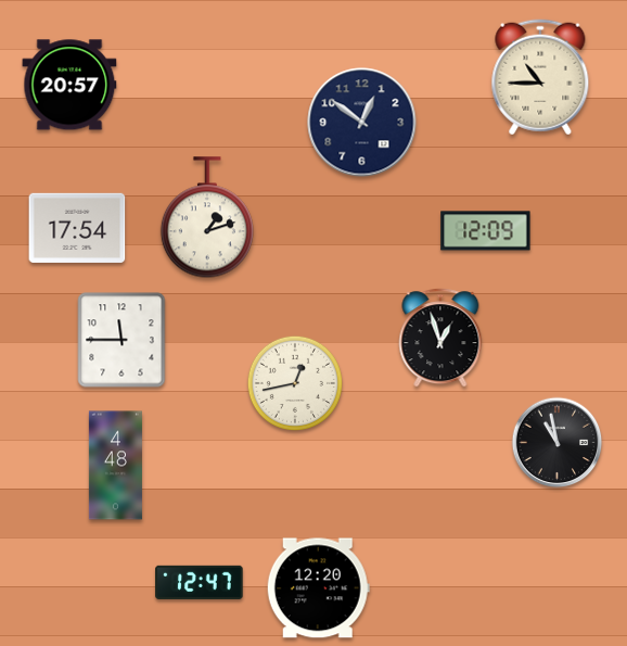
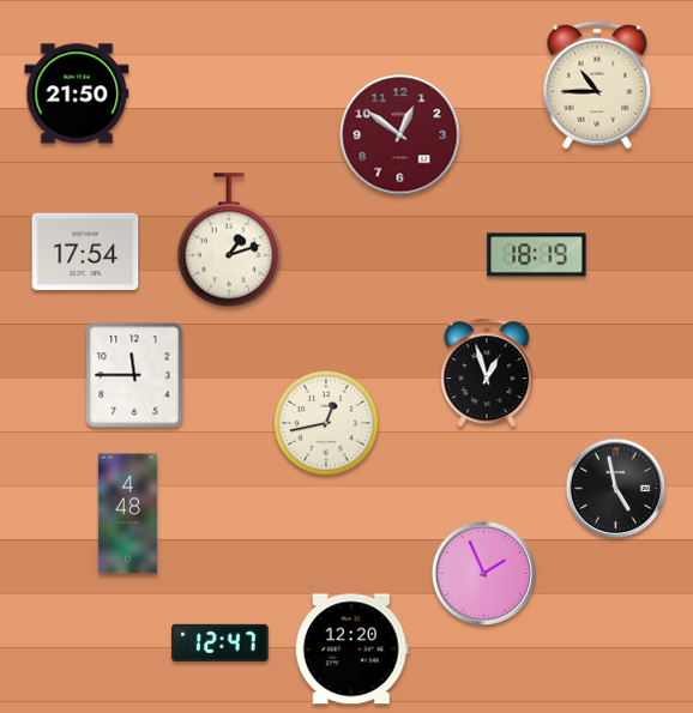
clock at (69, 85): 20:57 -> 21:50
clock at (362, 123) dial: navy -> burgundy
clock at (486, 231): 12:09 -> 18:19
clock at (558, 443): 10:58 -> 4:58
clock at (483, 573): none -> 1:56
